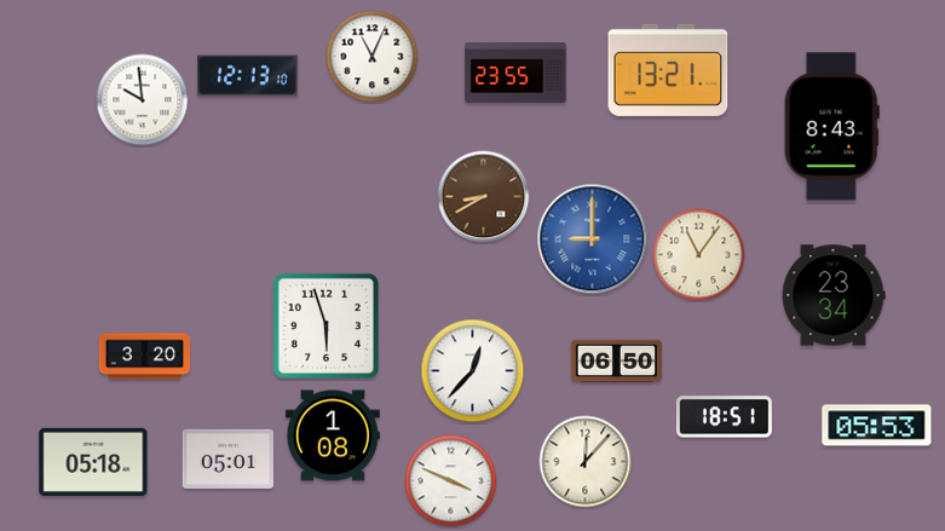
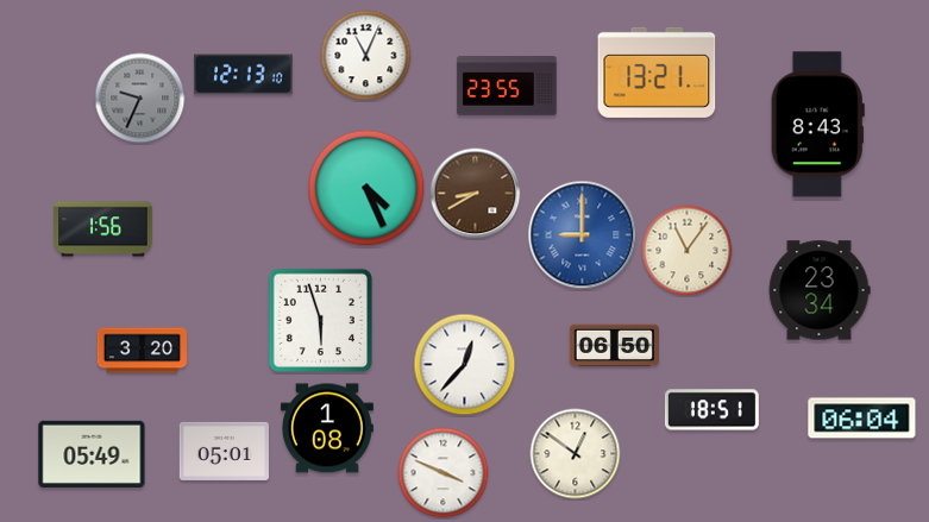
clock at (668, 70) position: (668, 70) -> (657, 73)
clock at (515, 74) position: (515, 74) -> (507, 87)
clock at (143, 100): 9:59 -> 9:34
clock at (143, 100) dial: white -> grey
clock at (366, 188): none -> 4:26
clock at (103, 229): none -> 1:56
clock at (616, 362) position: (616, 362) -> (614, 346)
clock at (877, 426): 05:53 -> 06:04
clock at (93, 462): 05:18 -> 05:49
clock at (586, 462): 12:07 -> 12:51
